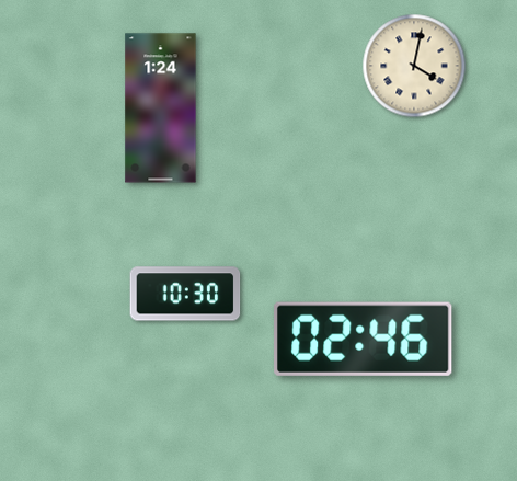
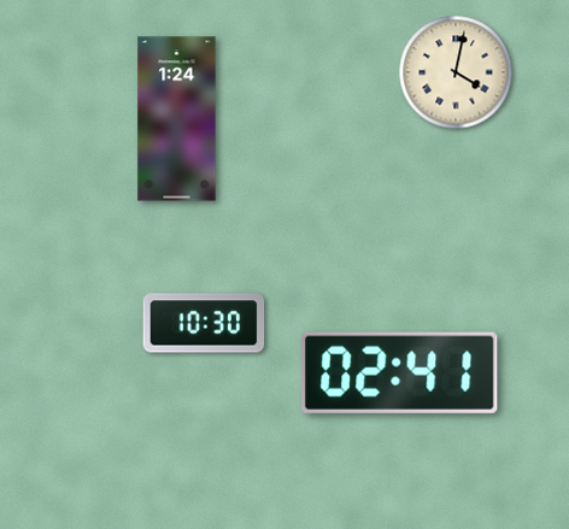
clock at (364, 339): 02:46 -> 02:41
